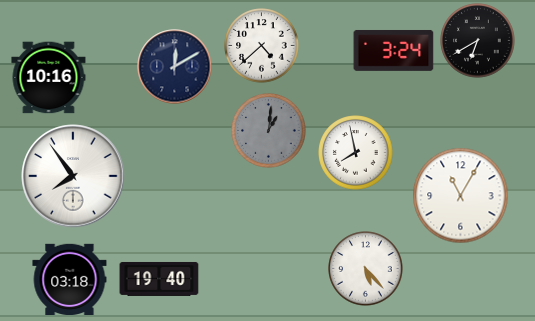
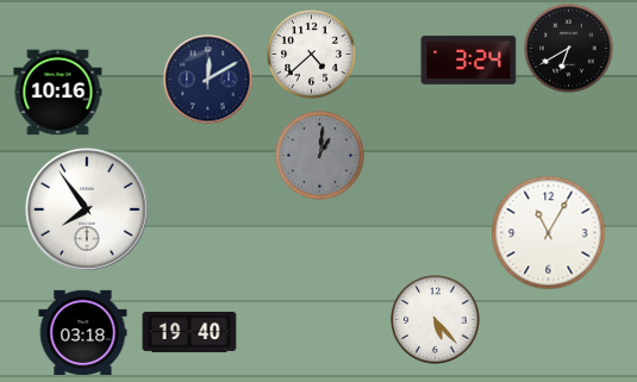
clock at (356, 153): 7:58 -> none
